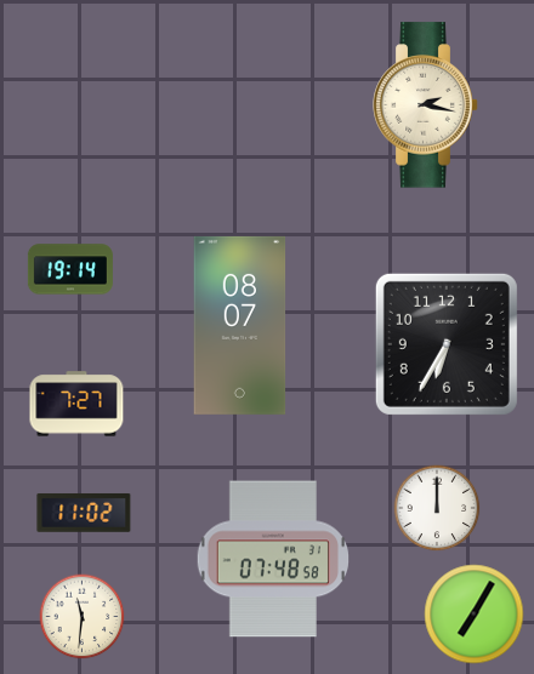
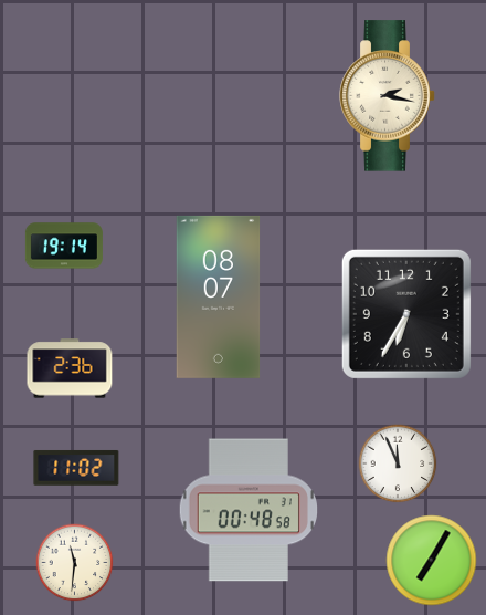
clock at (76, 404): 7:27 -> 2:36
clock at (437, 508): 12:00 -> 11:56
clock at (272, 559): 07:48 -> 00:48
